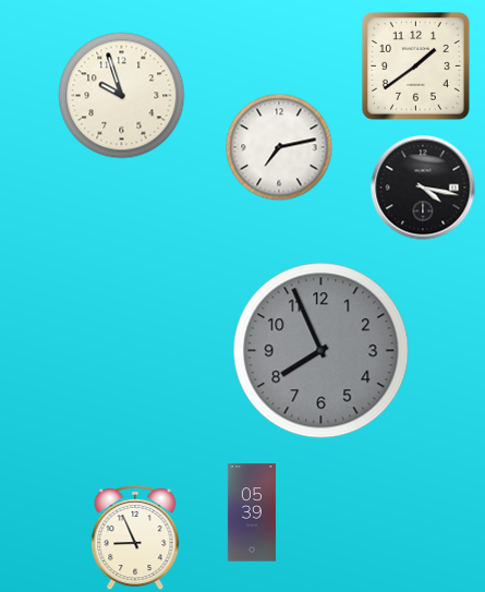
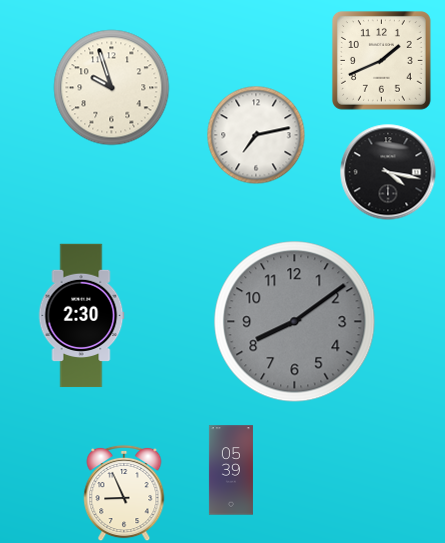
clock at (416, 67): 1:39 -> 1:41
clock at (81, 316): none -> 2:30
clock at (322, 351): 7:56 -> 8:09
